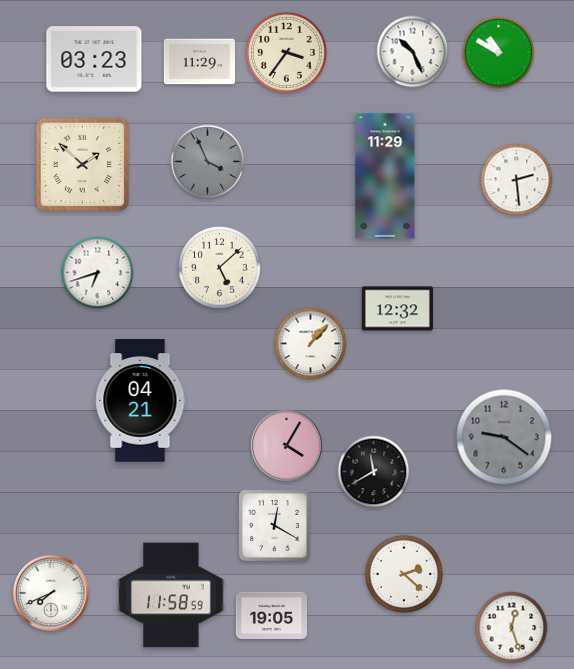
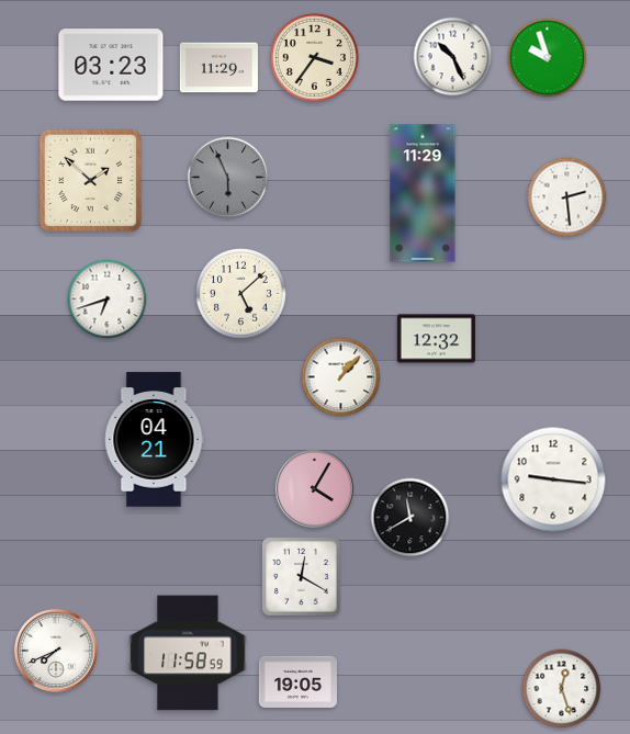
clock at (499, 53): 10:50 -> 9:57
clock at (94, 59) position: (94, 59) -> (111, 65)
clock at (208, 162): 3:56 -> 5:56
clock at (504, 437): 9:21 -> 9:16
clock at (504, 437) dial: grey -> white
clock at (404, 574): 2:22 -> none
clock at (271, 615) position: (271, 615) -> (297, 681)
